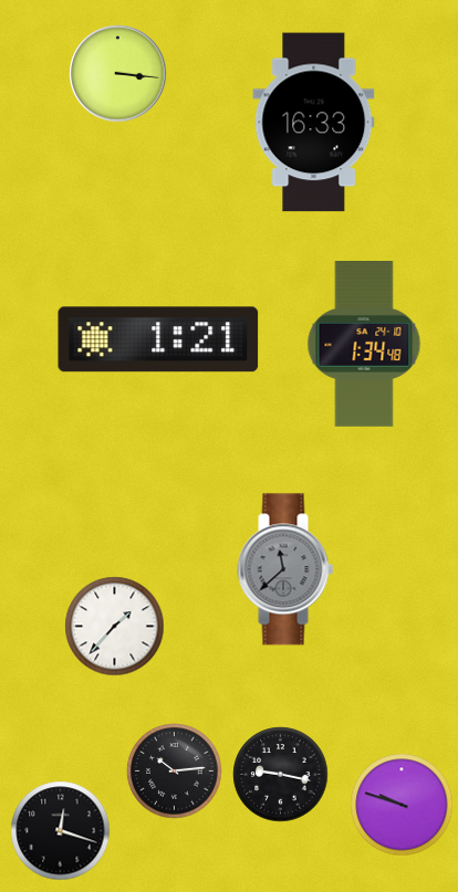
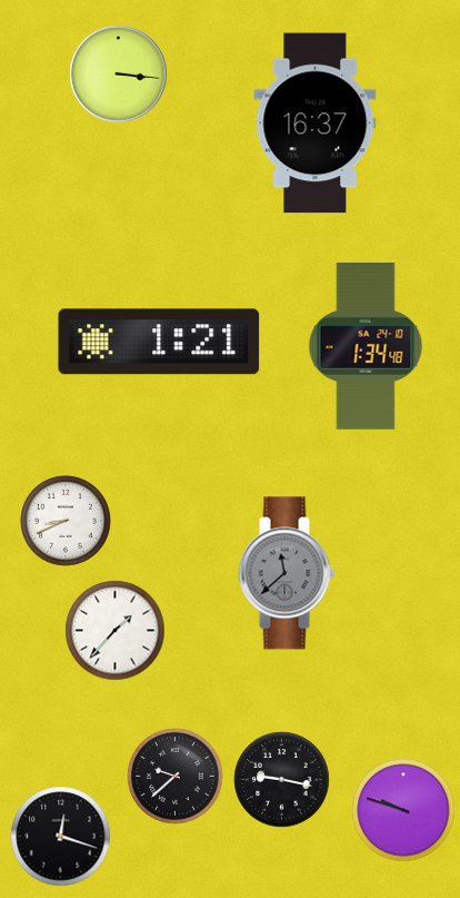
clock at (314, 123): 16:33 -> 16:37
clock at (67, 522): none -> 8:41
clock at (175, 772): 10:14 -> 9:38
